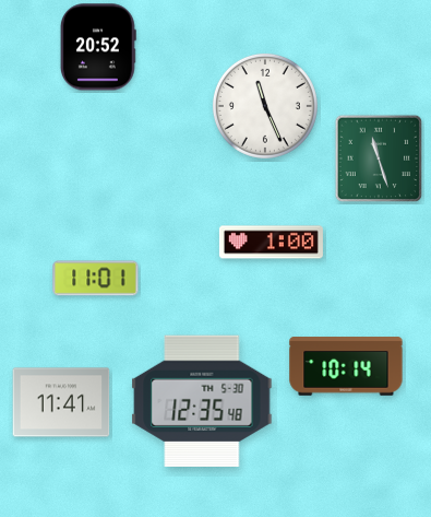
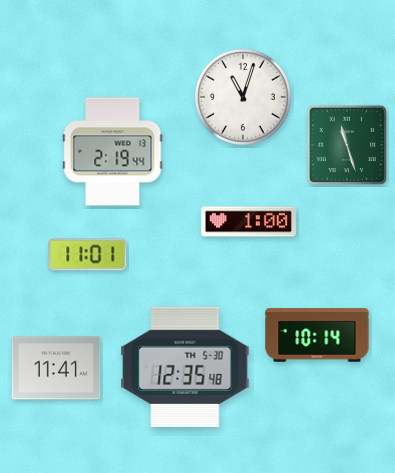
clock at (98, 47): 20:52 -> none
clock at (265, 106): 11:26 -> 11:03
clock at (113, 152): none -> 2:19
